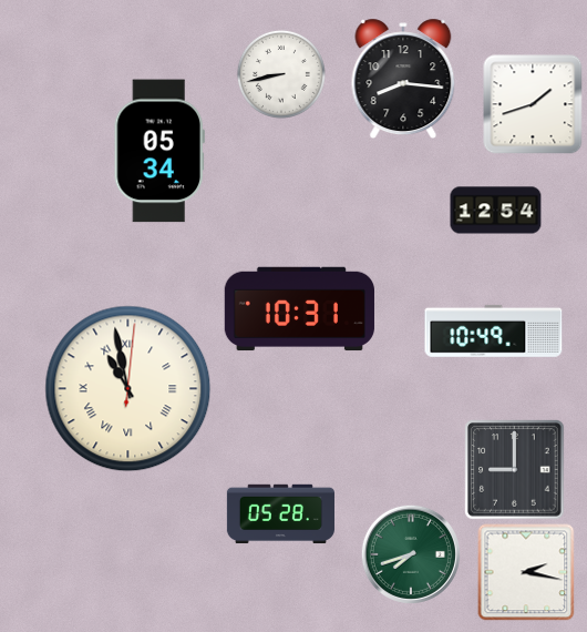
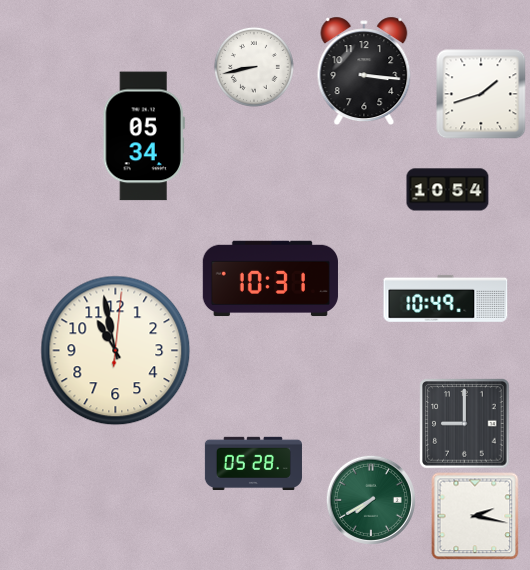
clock at (403, 79): 8:16 -> 3:16
clock at (496, 211): 12:54 -> 10:54
clock at (128, 389) numerals: Roman -> Arabic
clock at (411, 554): 7:42 -> 7:40
